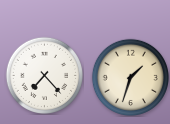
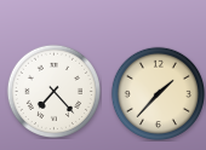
clock at (130, 77): 1:33 -> 1:37
